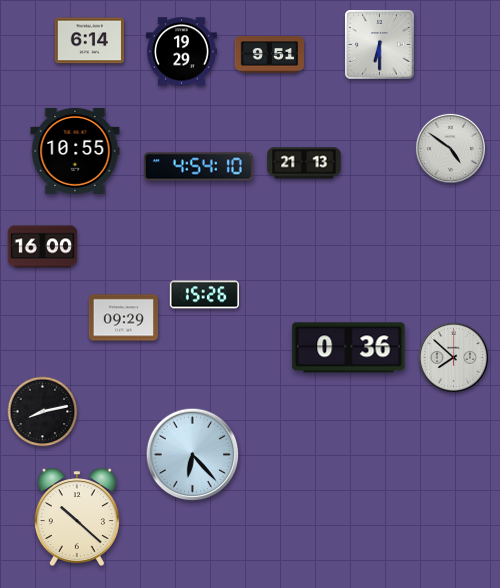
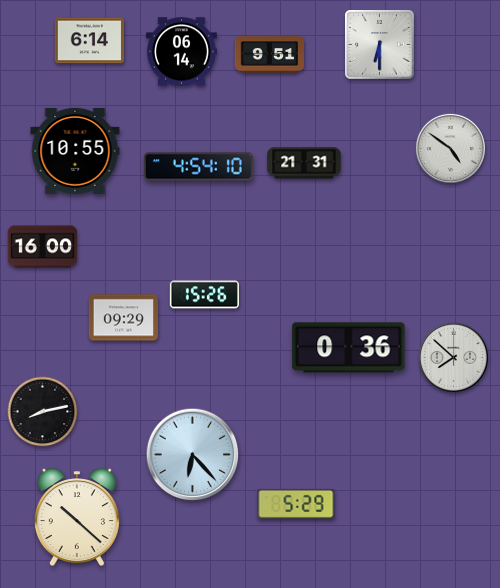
clock at (181, 52): 19:29 -> 06:14
clock at (304, 163): 21:13 -> 21:31
clock at (296, 504): none -> 5:29
